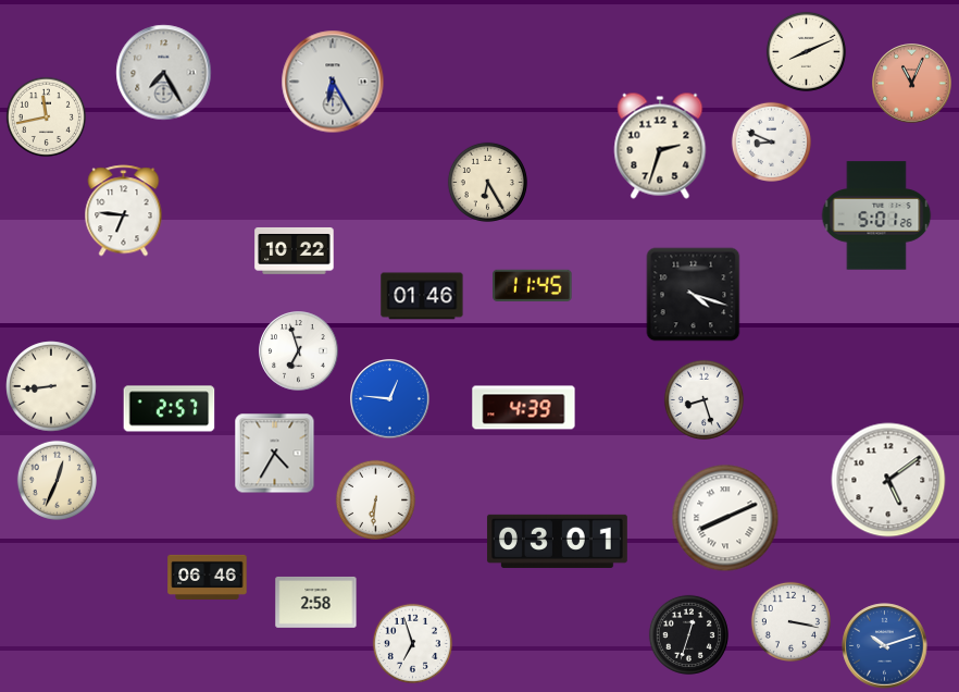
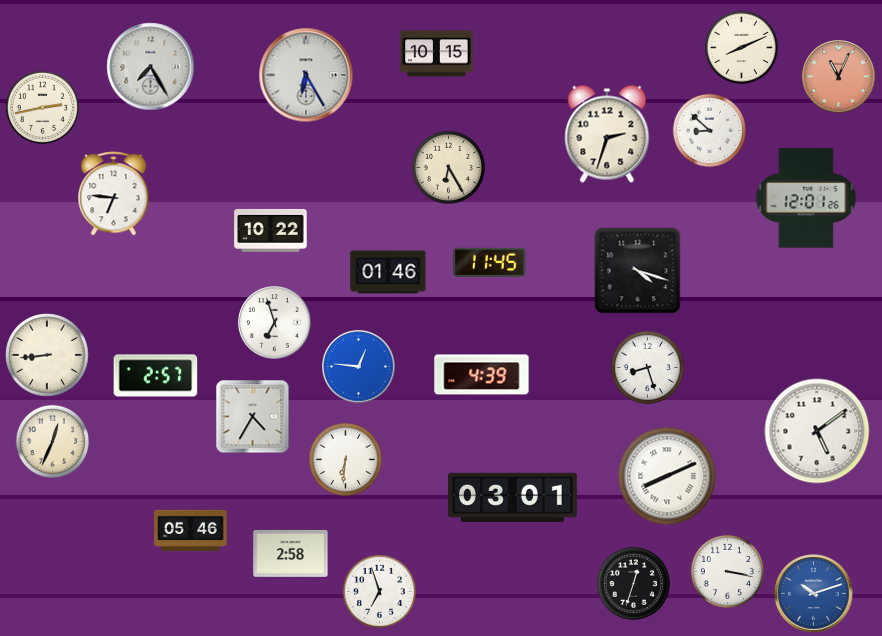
clock at (437, 54): none -> 10:15
clock at (46, 116): 11:43 -> 2:43
clock at (771, 141): 8:49 -> 8:52
clock at (876, 215): 5:01 -> 12:01
clock at (888, 480) position: (888, 480) -> (817, 431)
clock at (208, 577): 06:46 -> 05:46
